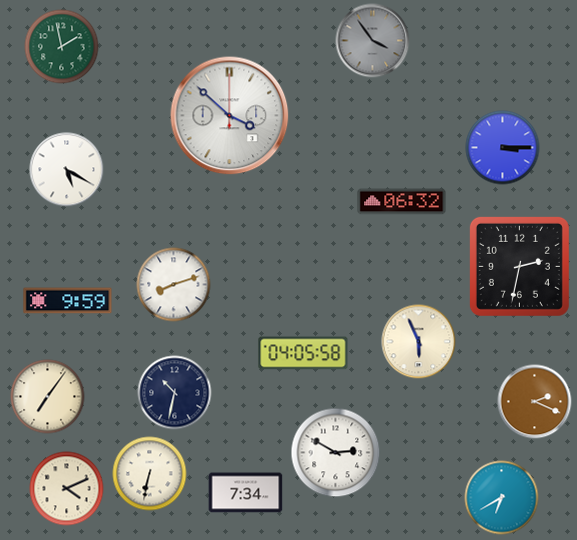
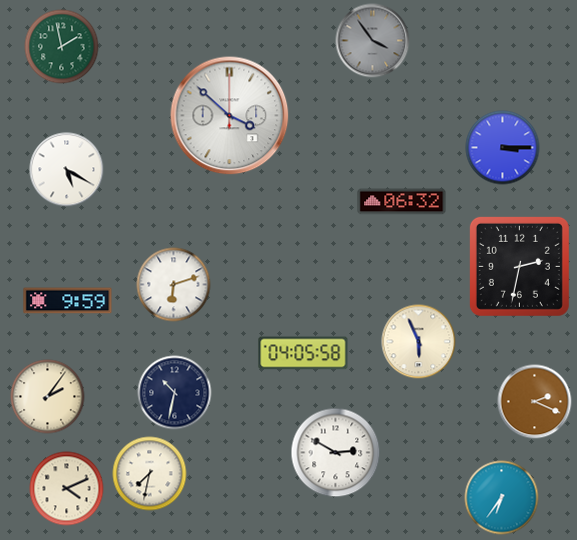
clock at (174, 285): 8:12 -> 6:12
clock at (48, 397): 7:06 -> 2:06
clock at (150, 474): 6:32 -> 7:32
clock at (246, 493): 7:34 -> none
clock at (502, 498): 6:40 -> 6:36
